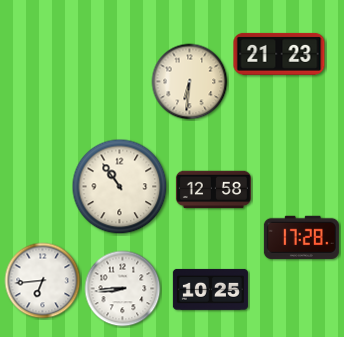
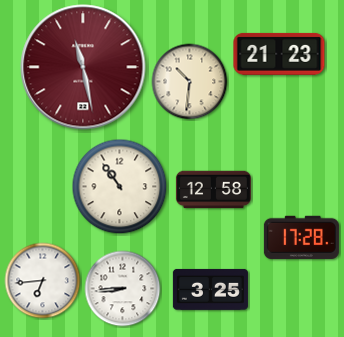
clock at (83, 67): none -> 11:28
clock at (190, 82): 6:31 -> 10:31
clock at (210, 289): 10:25 -> 3:25
